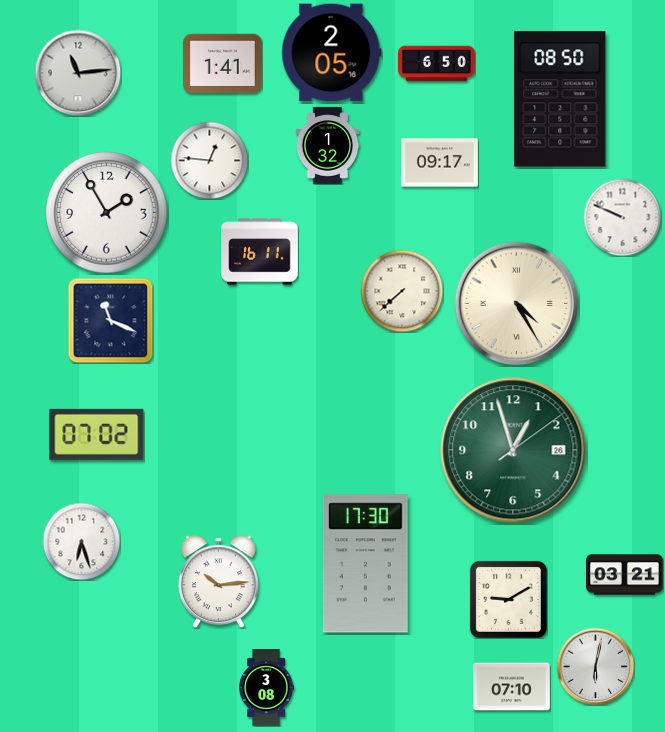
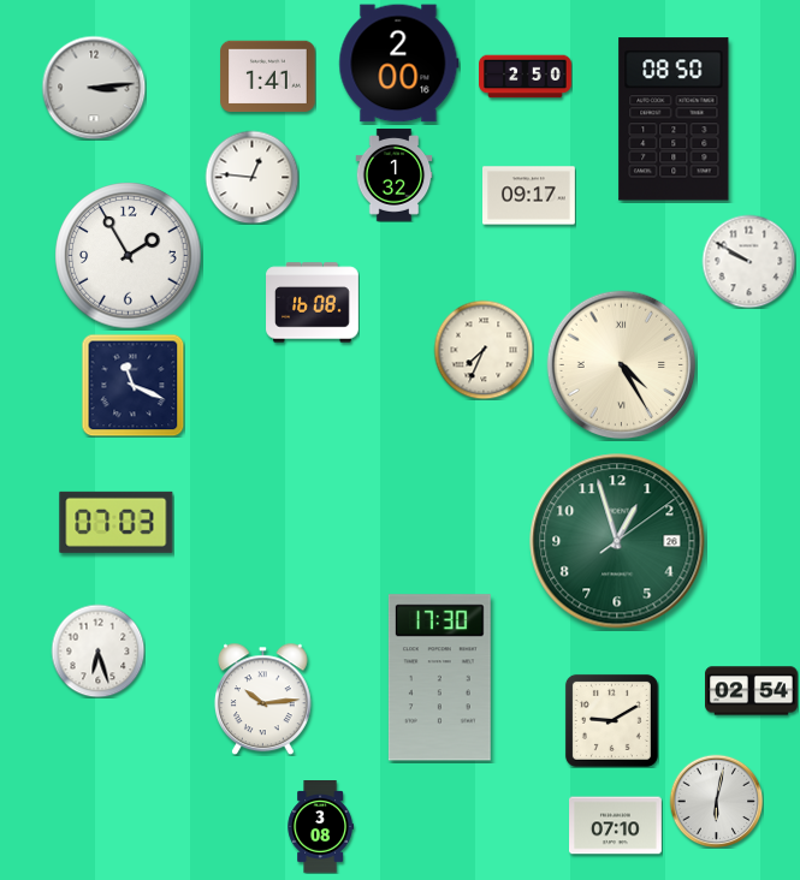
clock at (332, 53): 2:05 -> 2:00
clock at (437, 64): 6:50 -> 2:50
clock at (78, 73): 11:14 -> 3:14
clock at (209, 160) position: (209, 160) -> (251, 177)
clock at (622, 217): 9:49 -> 9:50
clock at (260, 252): 16:11 -> 16:08
clock at (402, 291): 7:38 -> 7:34
clock at (97, 434): 07:02 -> 07:03
clock at (625, 575): 03:21 -> 02:54
